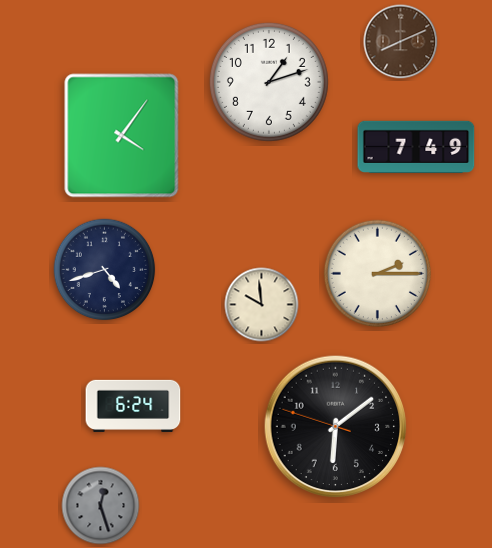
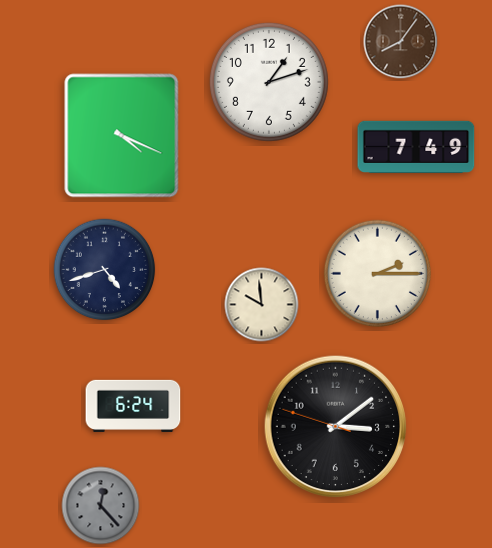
clock at (401, 42): 8:11 -> 8:06
clock at (122, 136): 4:06 -> 4:19
clock at (336, 427): 6:08 -> 3:08
clock at (101, 506): 12:27 -> 12:23
